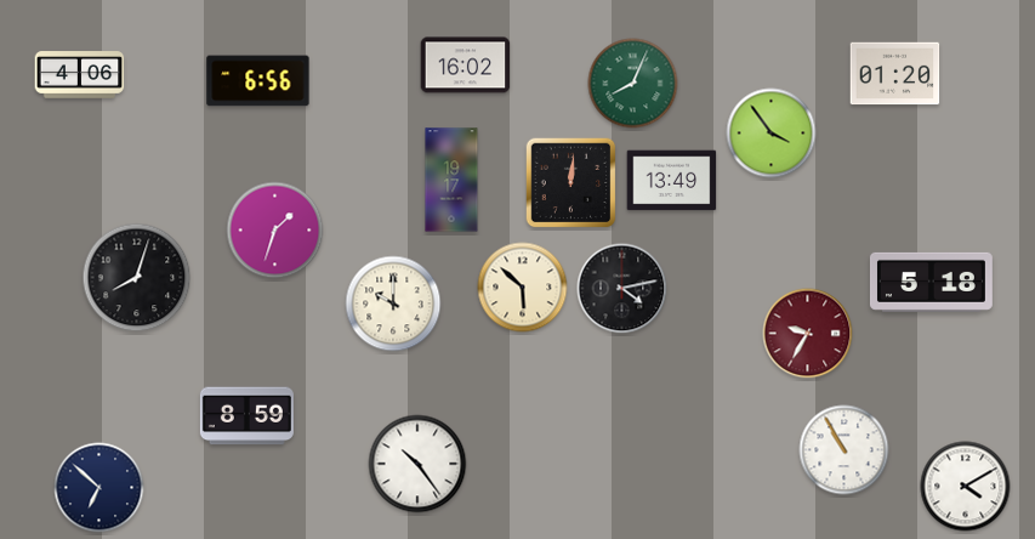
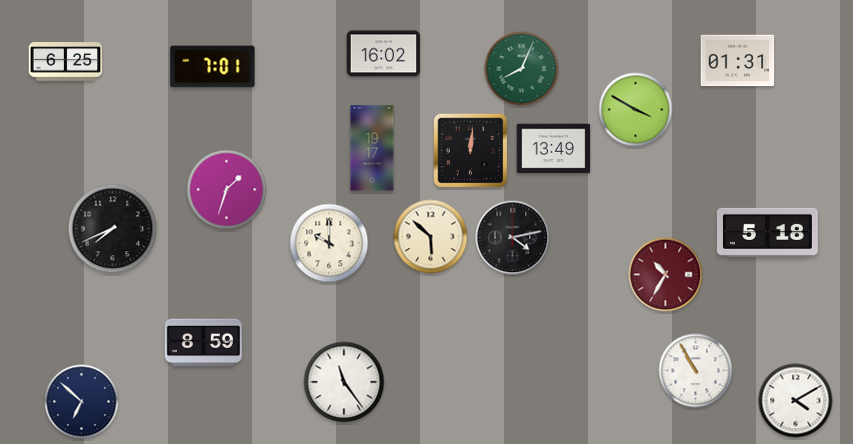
clock at (895, 74): 01:20 -> 01:31
clock at (80, 75): 4:06 -> 6:25
clock at (258, 81): 6:56 -> 7:01
clock at (772, 134): 3:54 -> 3:50
clock at (137, 278): 8:03 -> 7:41
clock at (393, 303) position: (393, 303) -> (329, 243)
clock at (808, 334): 9:35 -> 10:35
clock at (417, 464): 10:24 -> 11:24
